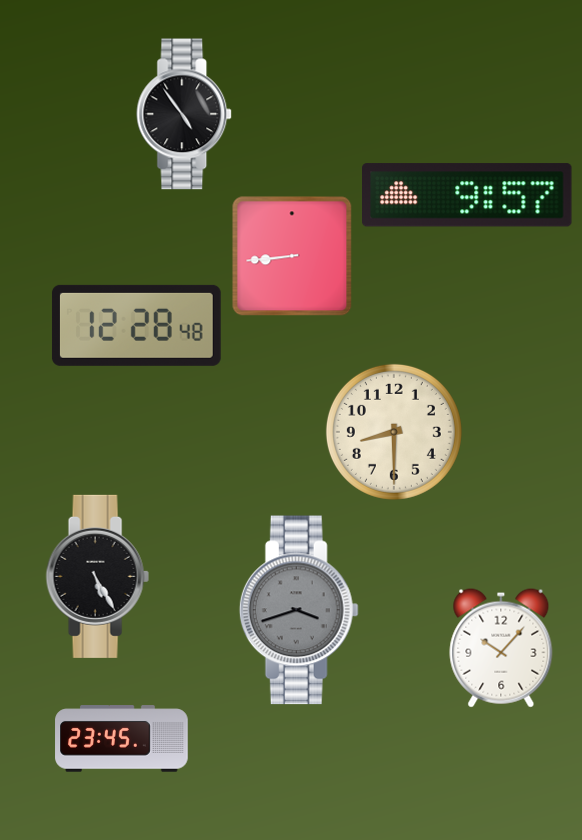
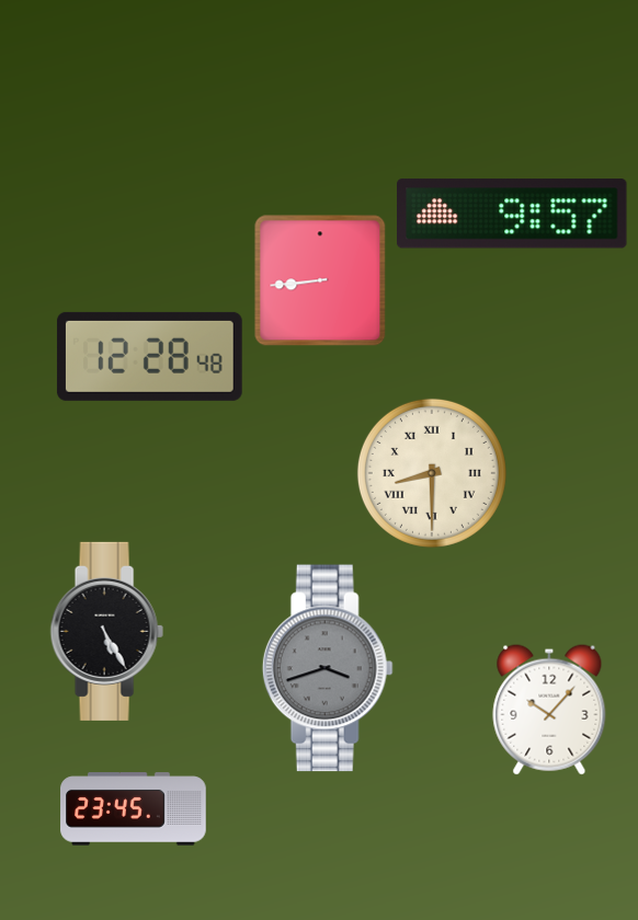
clock at (185, 114): 4:54 -> none
clock at (394, 432) numerals: Arabic -> Roman
